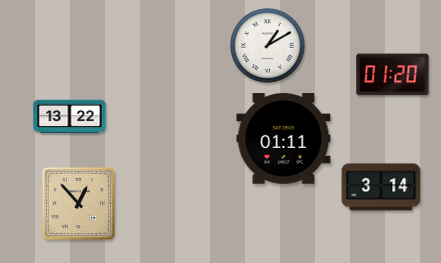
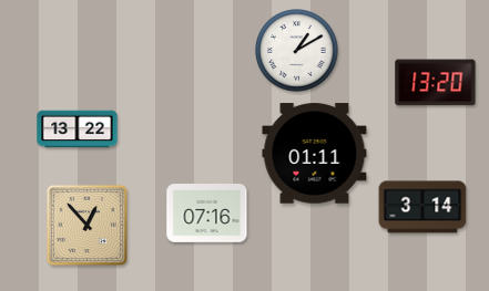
clock at (393, 75): 01:20 -> 13:20
clock at (207, 214): none -> 07:16
